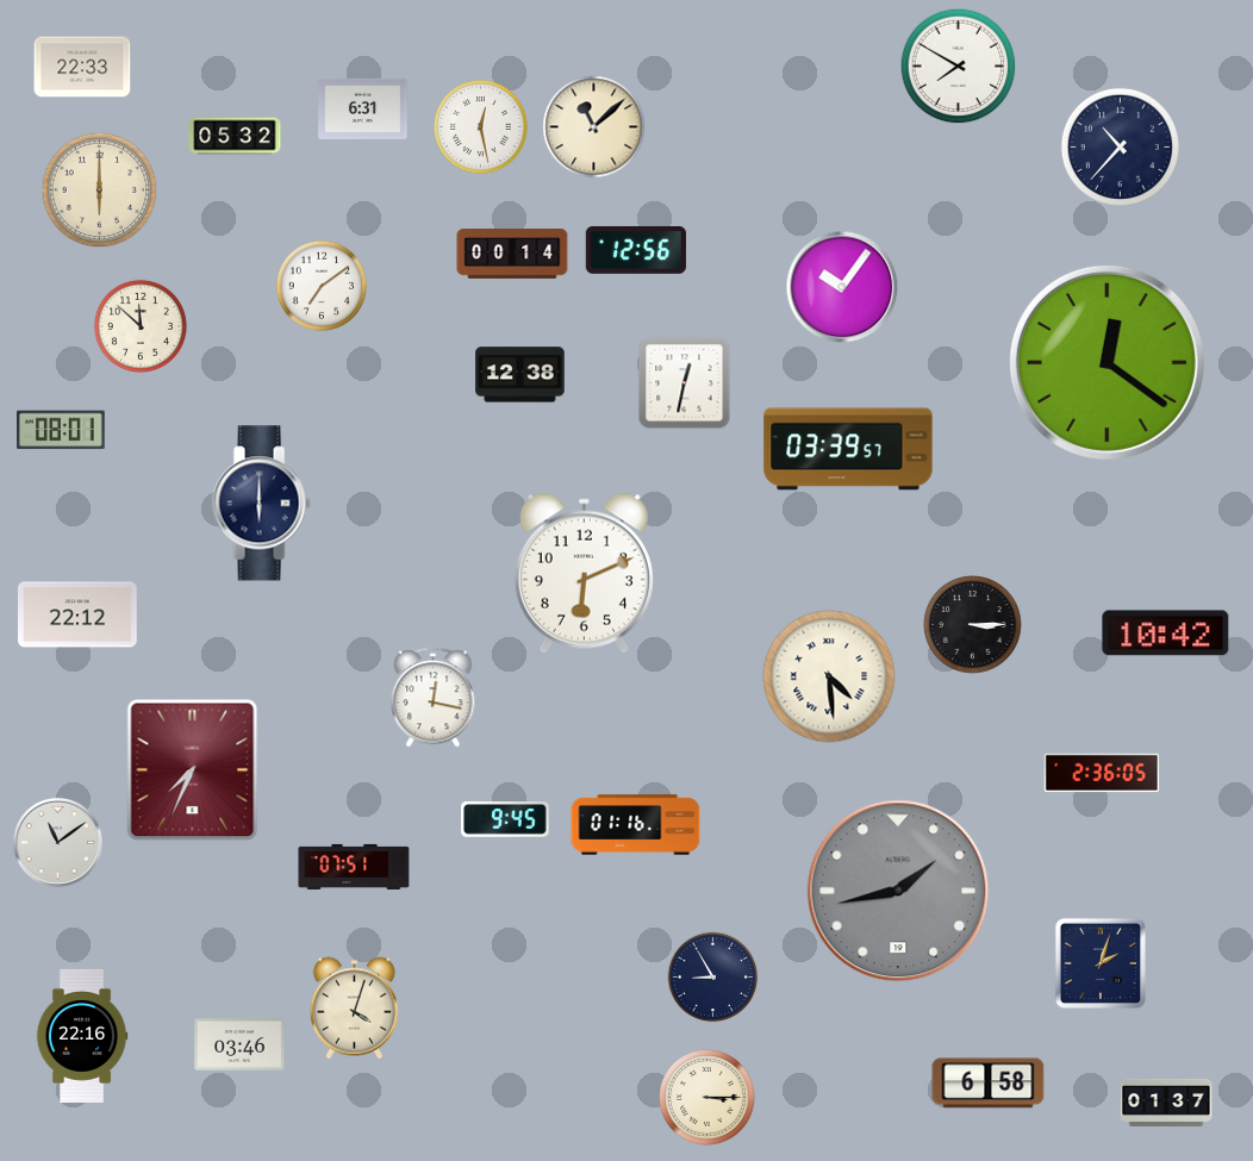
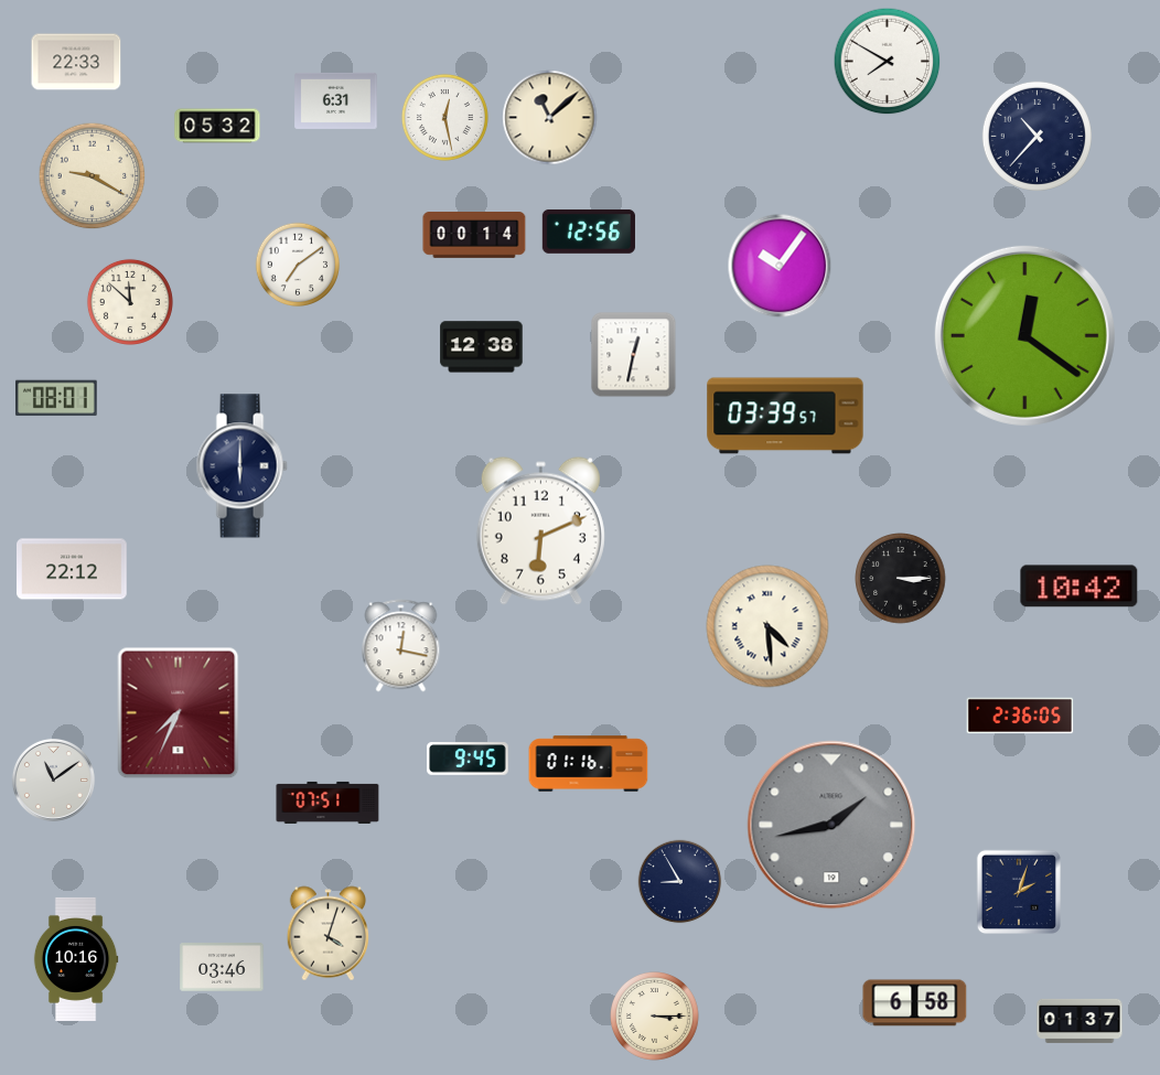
clock at (100, 191): 6:00 -> 9:20
clock at (713, 978) position: (713, 978) -> (680, 882)
clock at (82, 1036): 22:16 -> 10:16
